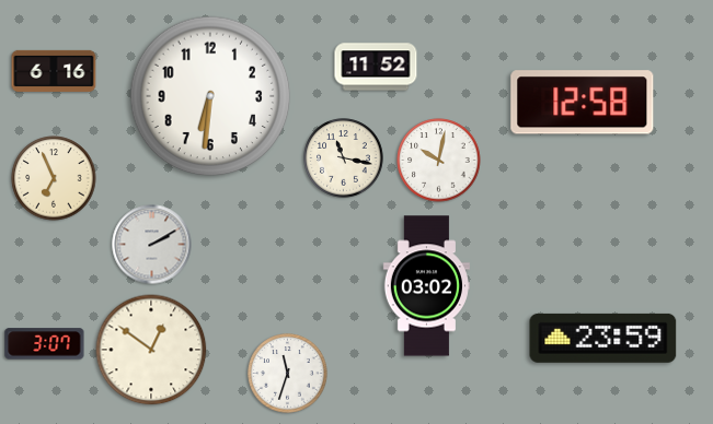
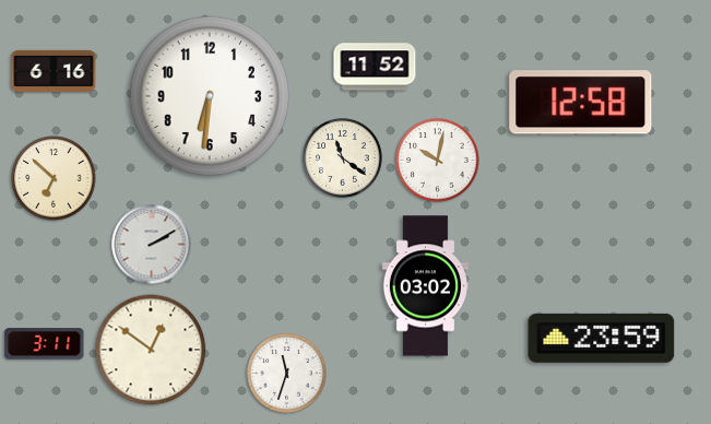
clock at (344, 158): 11:17 -> 11:21
clock at (54, 178): 6:56 -> 6:52
clock at (45, 344): 3:07 -> 3:11
